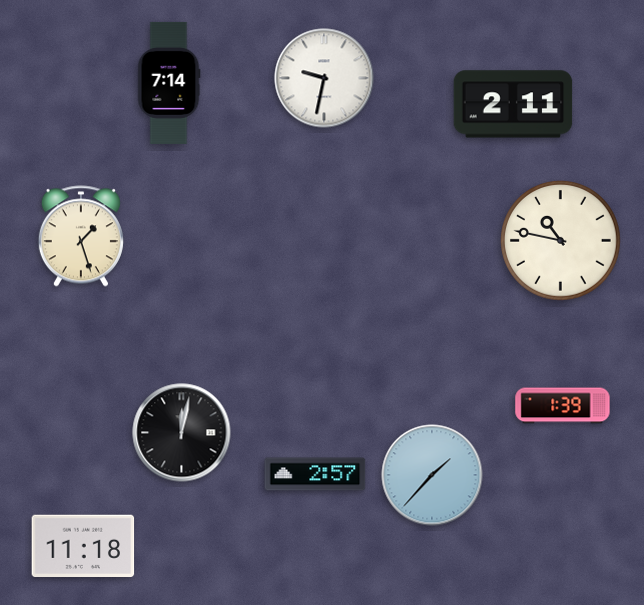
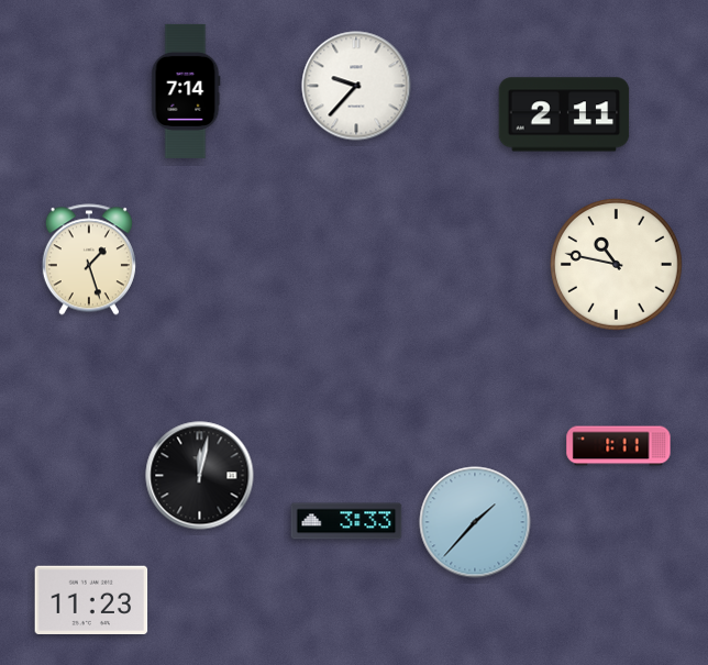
clock at (324, 78): 9:32 -> 9:37
clock at (563, 406): 1:39 -> 1:11
clock at (315, 474): 2:57 -> 3:33
clock at (83, 545): 11:18 -> 11:23
